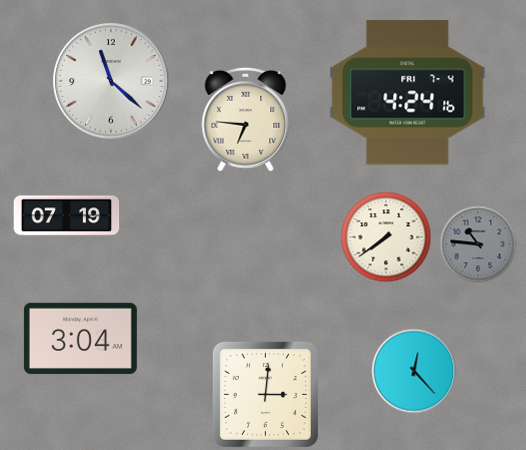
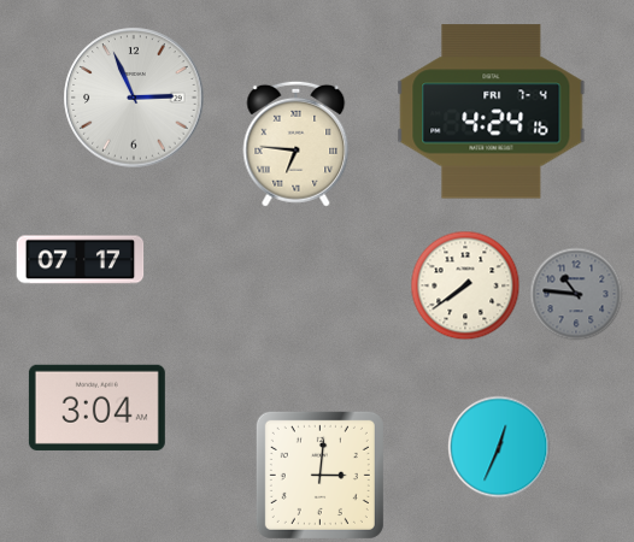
clock at (111, 81): 11:22 -> 2:56
clock at (67, 216): 07:19 -> 07:17
clock at (414, 371): 12:23 -> 12:34
